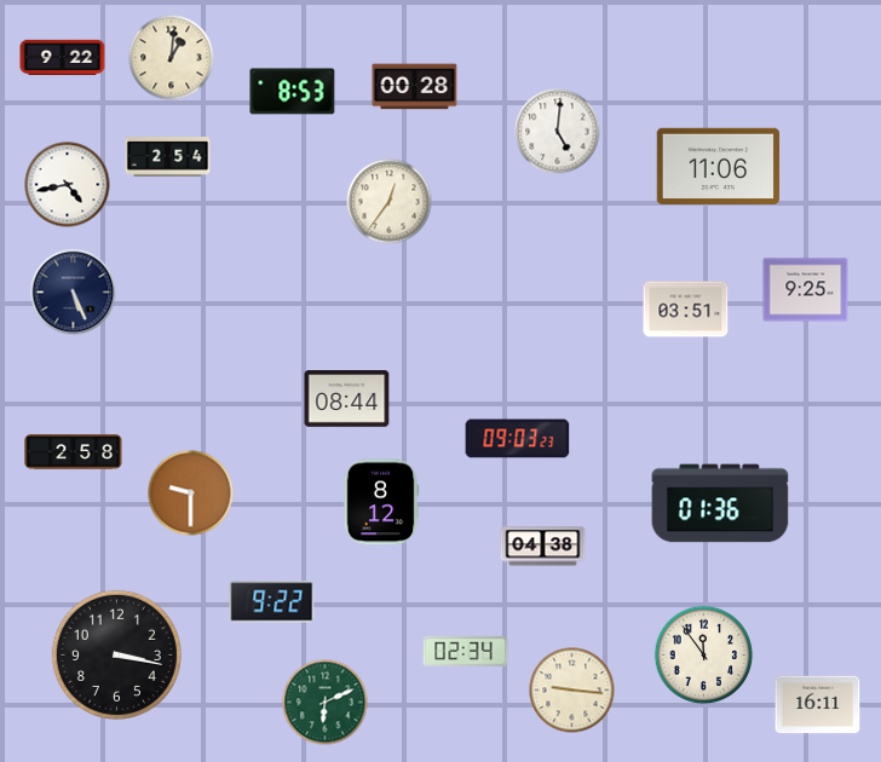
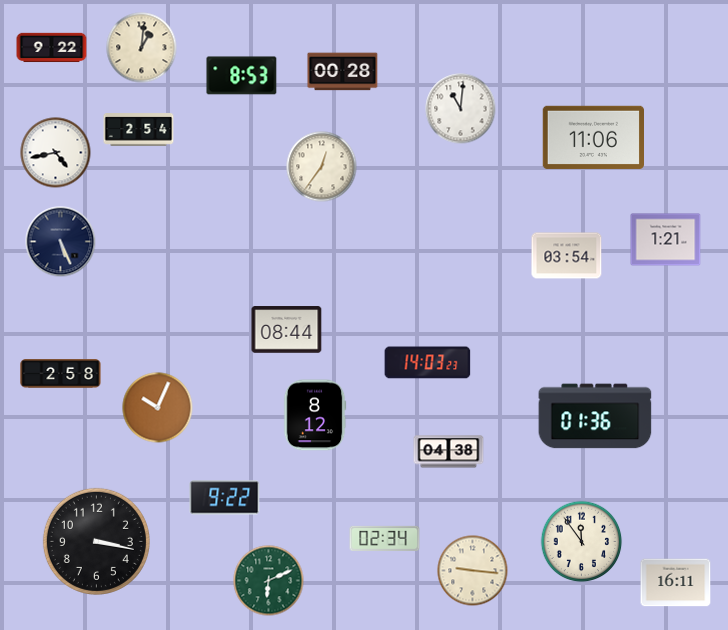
clock at (558, 132): 5:01 -> 11:01
clock at (806, 290): 9:25 -> 1:21
clock at (686, 310): 03:51 -> 03:54
clock at (518, 439): 09:03 -> 14:03
clock at (191, 493): 9:30 -> 10:04
